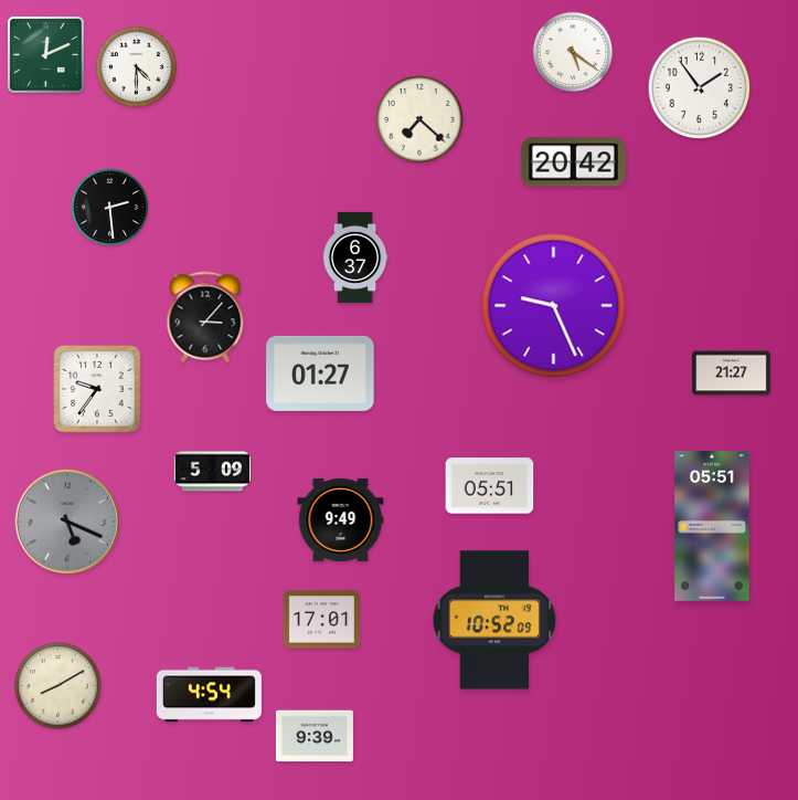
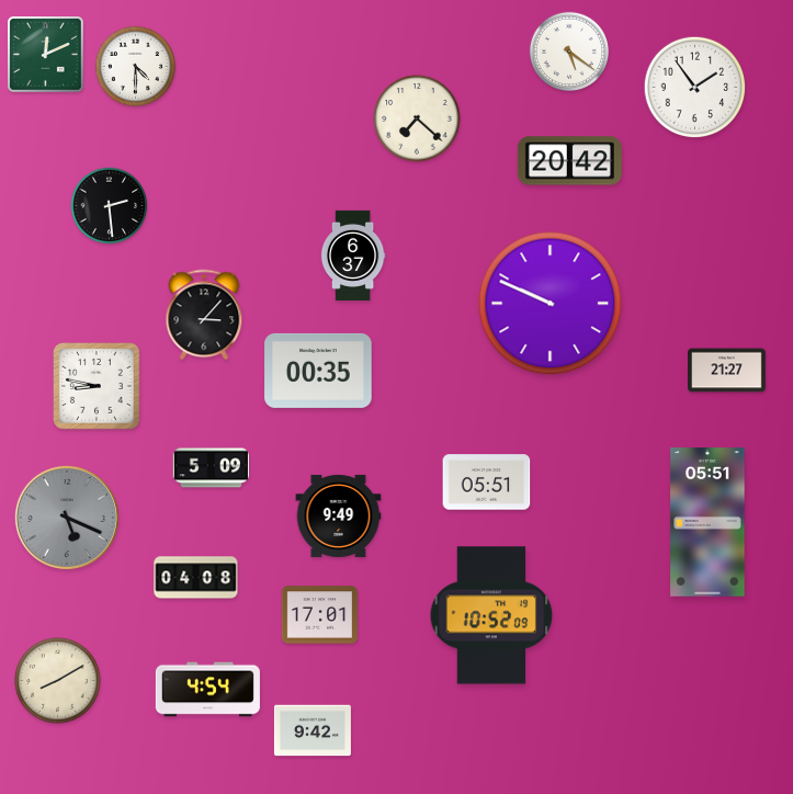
clock at (554, 306): 9:26 -> 9:49
clock at (320, 373): 01:27 -> 00:35
clock at (98, 390): 9:36 -> 8:47
clock at (196, 578): none -> 04:08
clock at (315, 736): 9:39 -> 9:42
